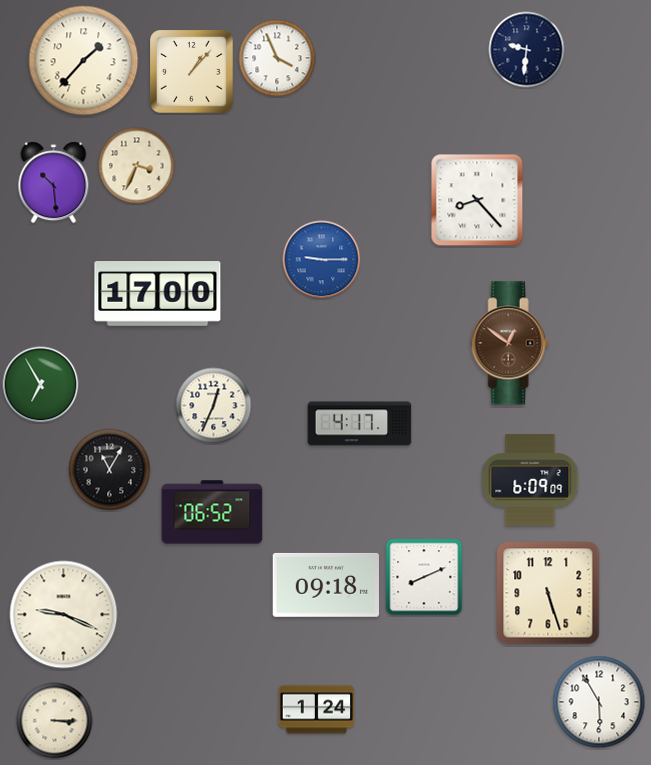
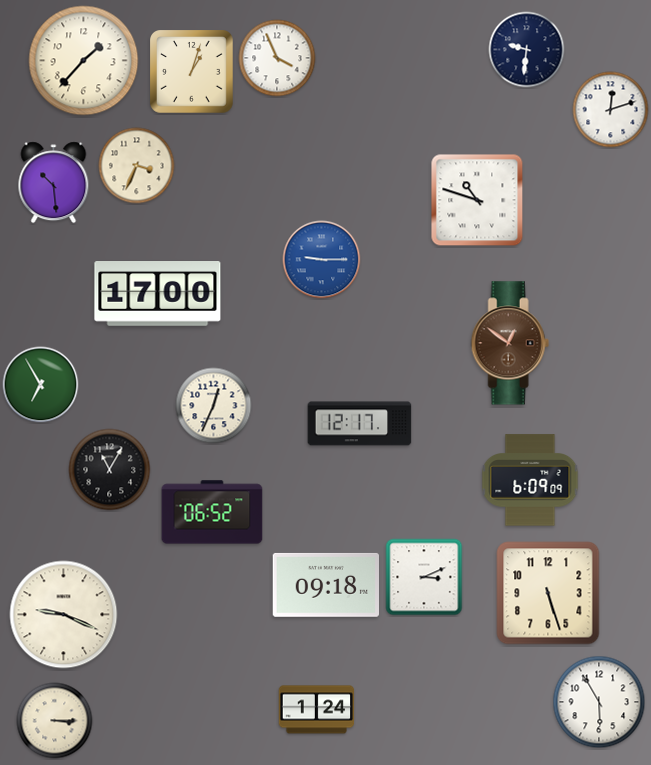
clock at (192, 72): 1:07 -> 1:03
clock at (611, 110): none -> 12:12
clock at (477, 200): 8:23 -> 10:48
clock at (360, 424): 4:17 -> 12:17
clock at (424, 577): 8:11 -> 3:11
